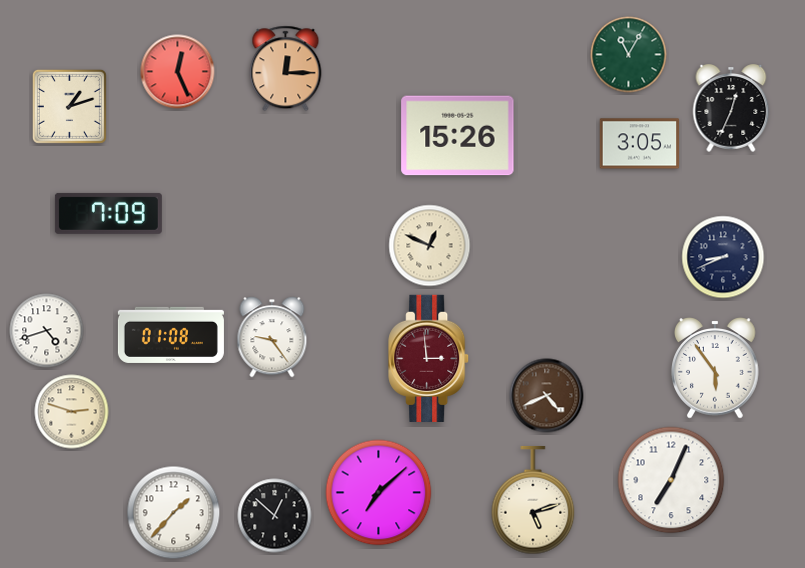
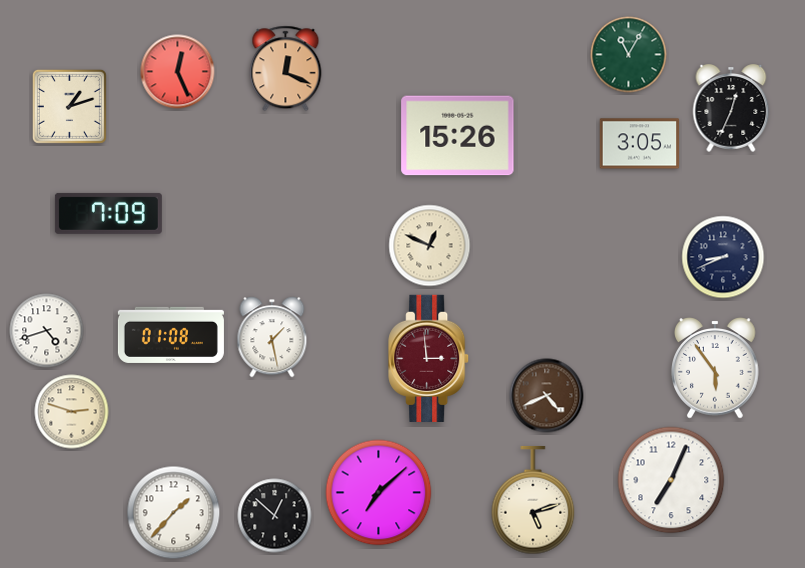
clock at (286, 69): 12:15 -> 12:19
clock at (272, 337): 9:24 -> 1:28
